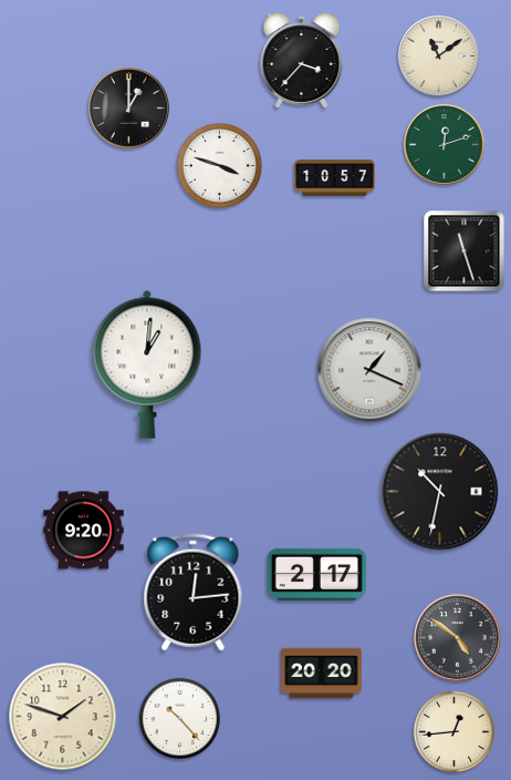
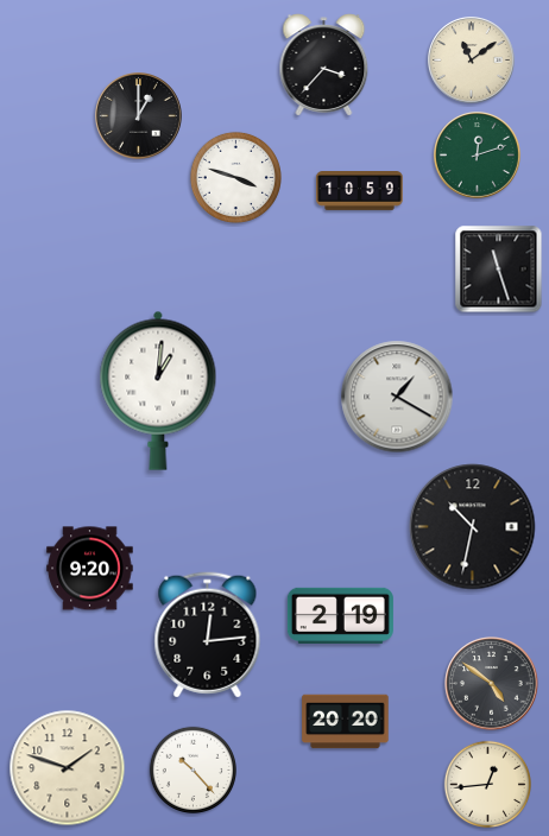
clock at (335, 178): 10:57 -> 10:59
clock at (369, 370): 1:19 -> 1:20
clock at (316, 574): 2:17 -> 2:19
